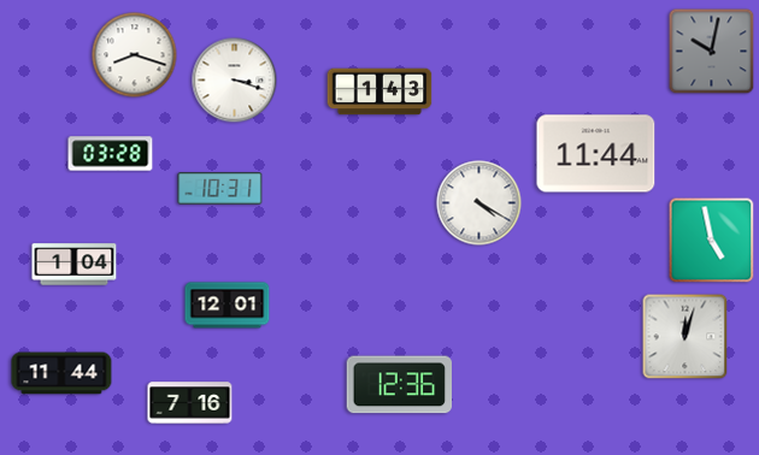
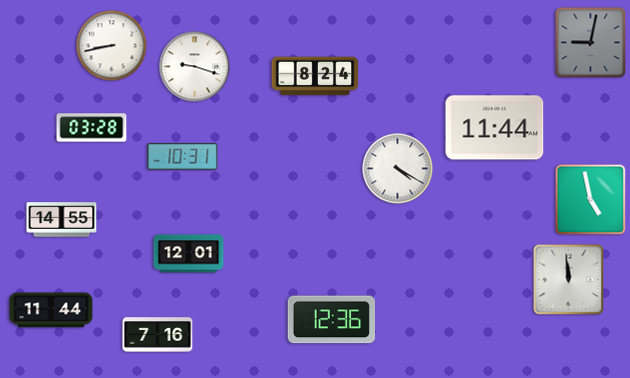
clock at (712, 52): 10:02 -> 9:02
clock at (135, 55): 8:18 -> 8:43
clock at (235, 81): 3:18 -> 9:18
clock at (379, 91): 1:43 -> 8:24
clock at (75, 265): 1:04 -> 14:55
clock at (686, 337): 12:03 -> 11:59
